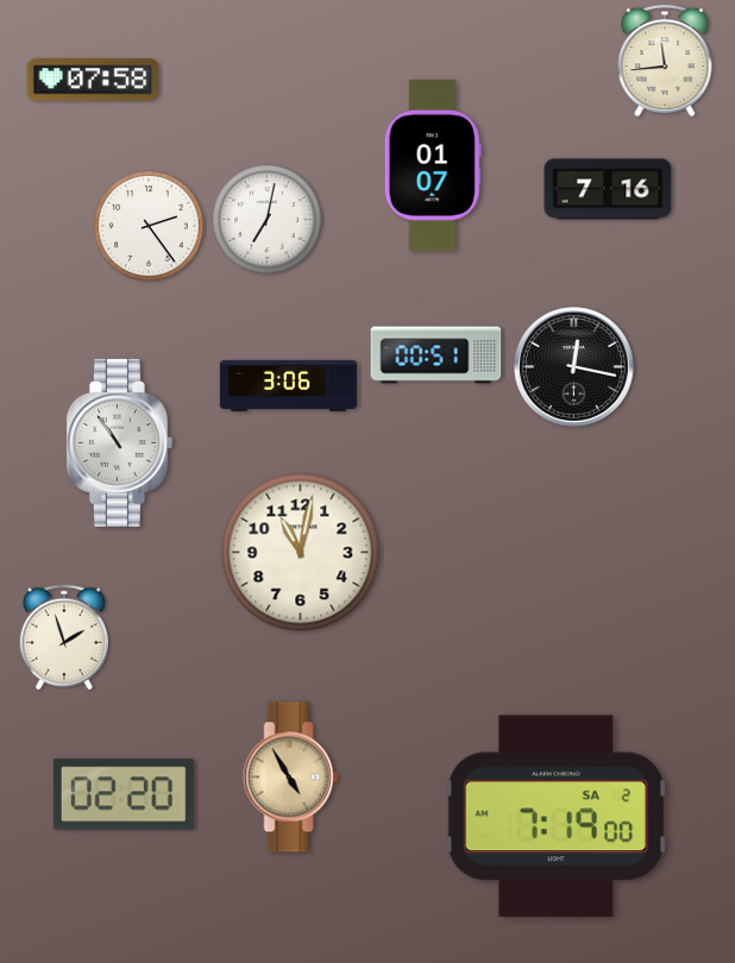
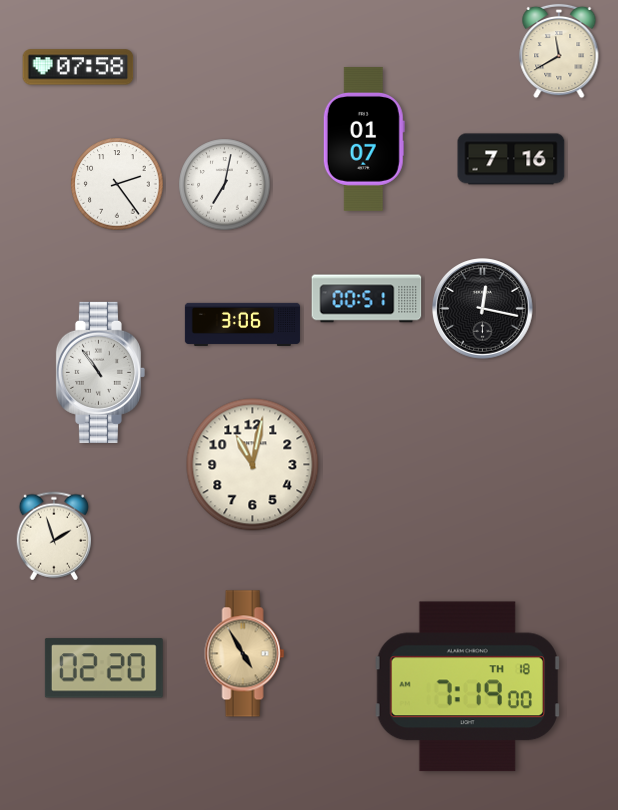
clock at (665, 61): 11:44 -> 11:40
clock at (149, 226) position: (149, 226) -> (117, 184)
clock at (555, 817) date: SA 2 -> TH 18
